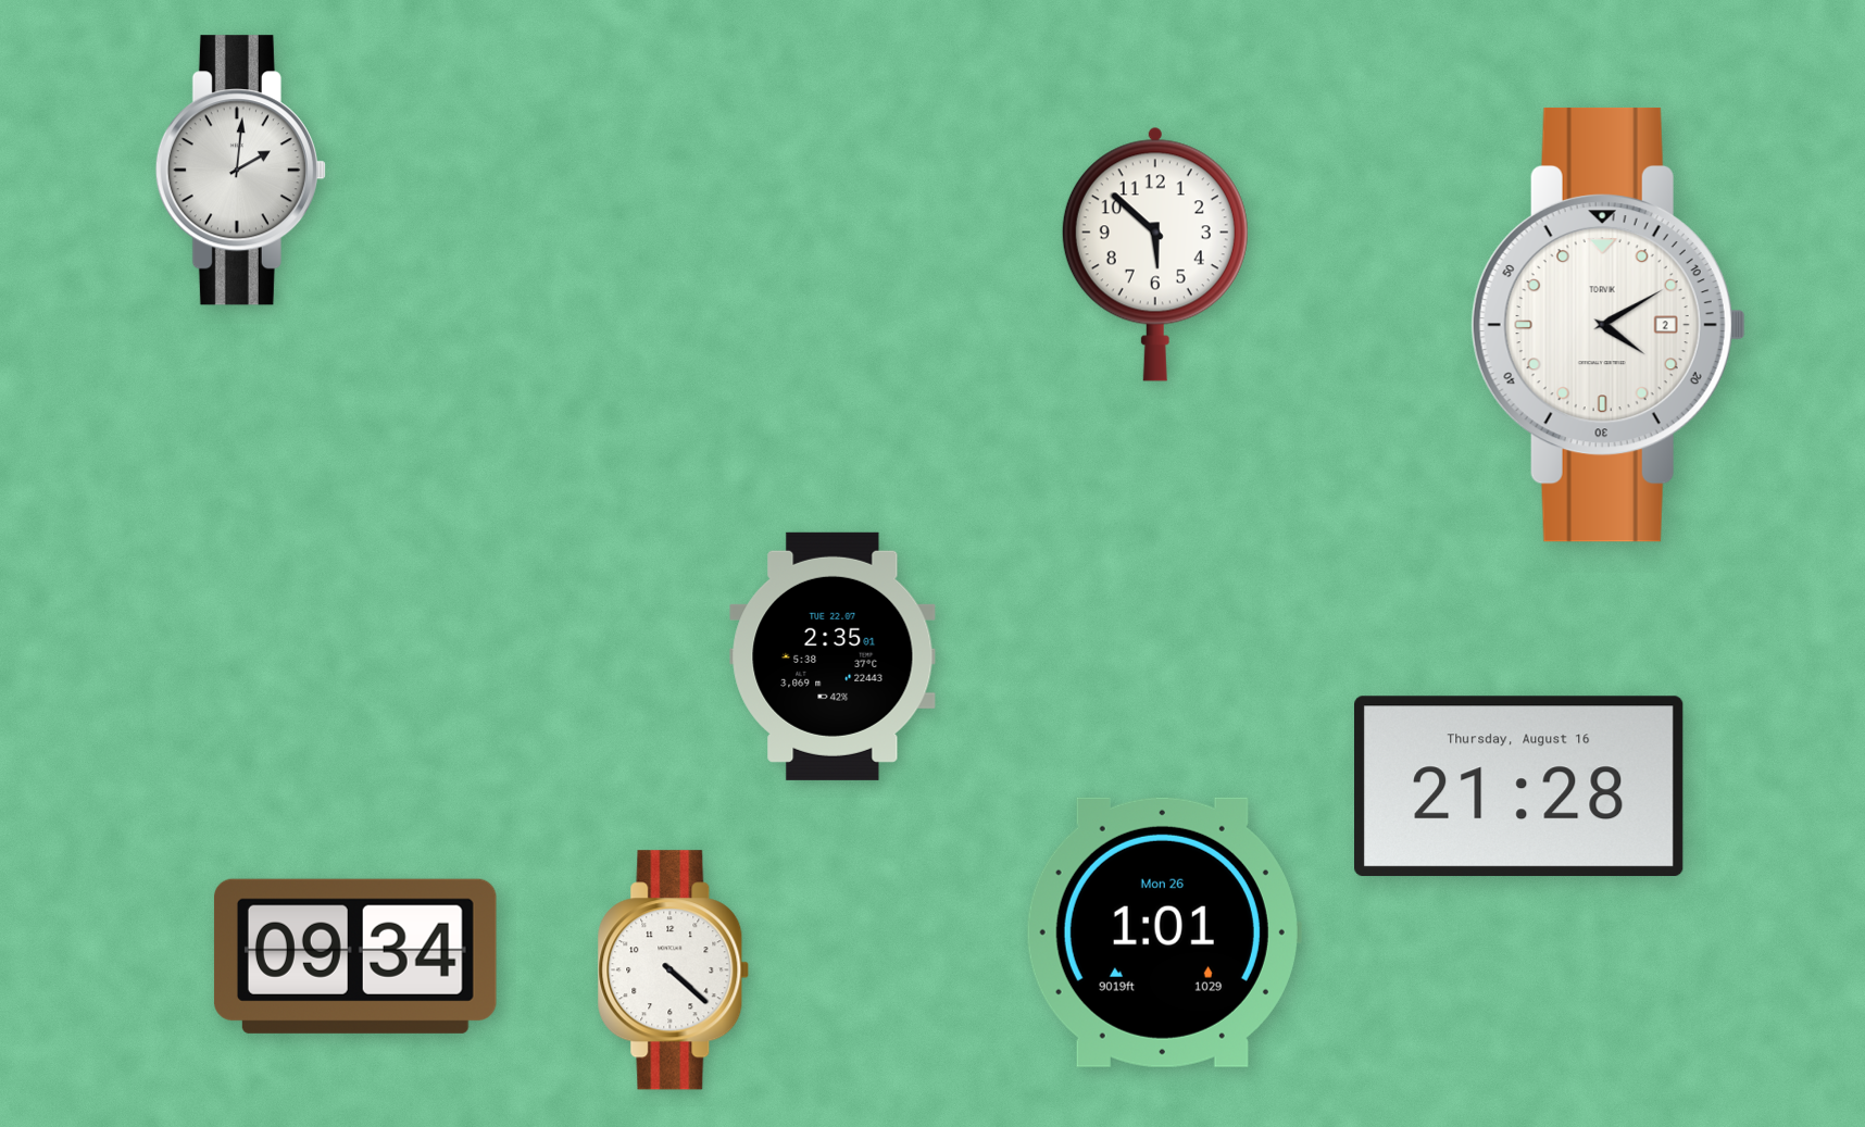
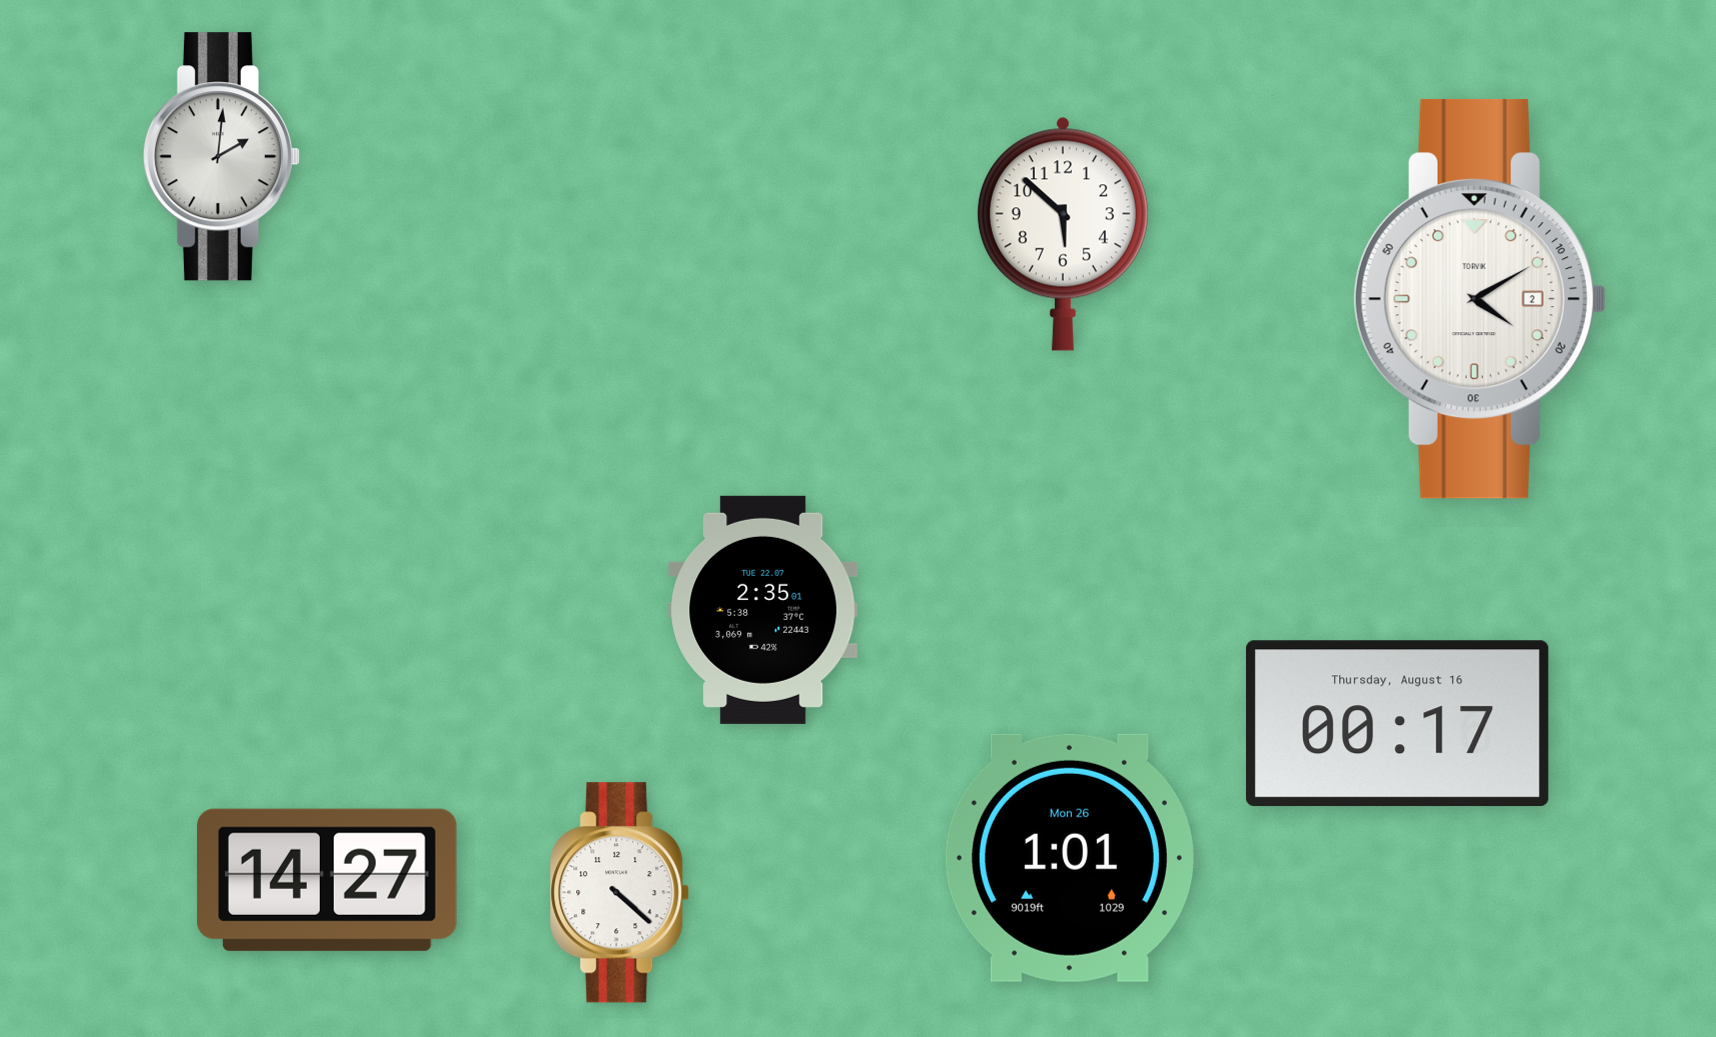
clock at (833, 656) position: (833, 656) -> (763, 610)
clock at (1519, 787): 21:28 -> 00:17
clock at (355, 956): 09:34 -> 14:27
